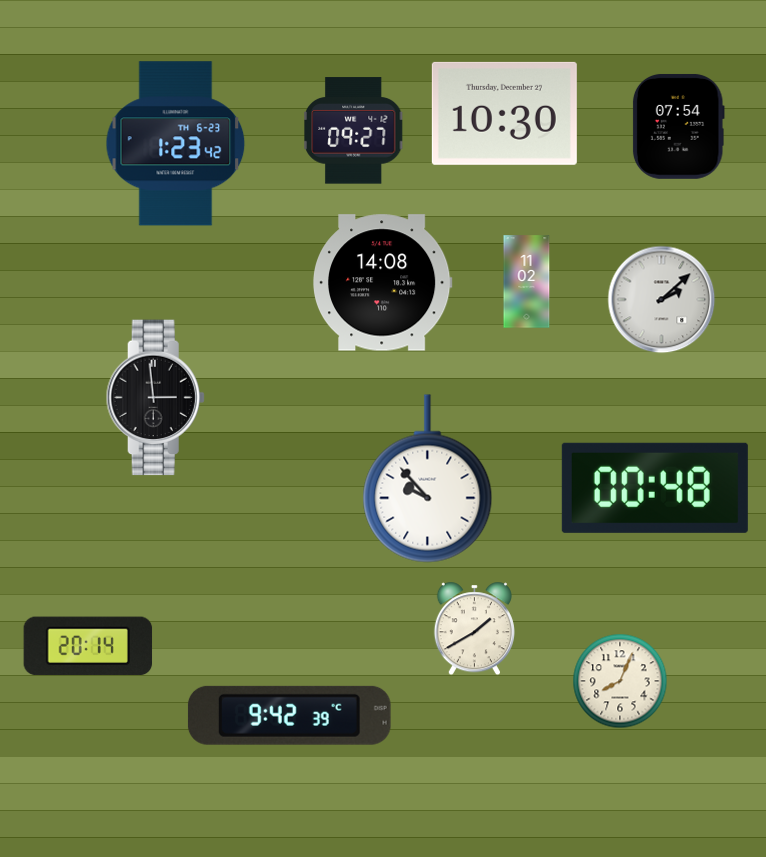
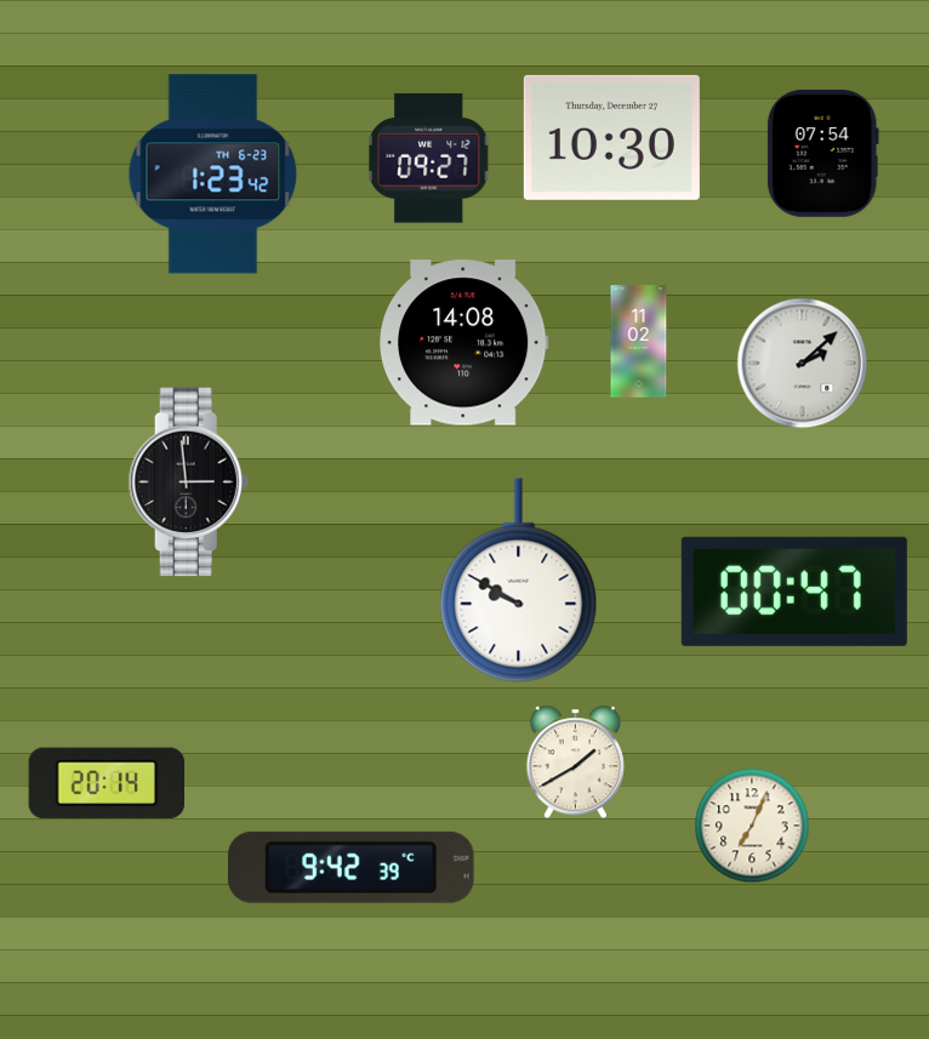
clock at (428, 479): 9:53 -> 9:50
clock at (655, 488): 00:48 -> 00:47
clock at (620, 681): 8:04 -> 7:04
